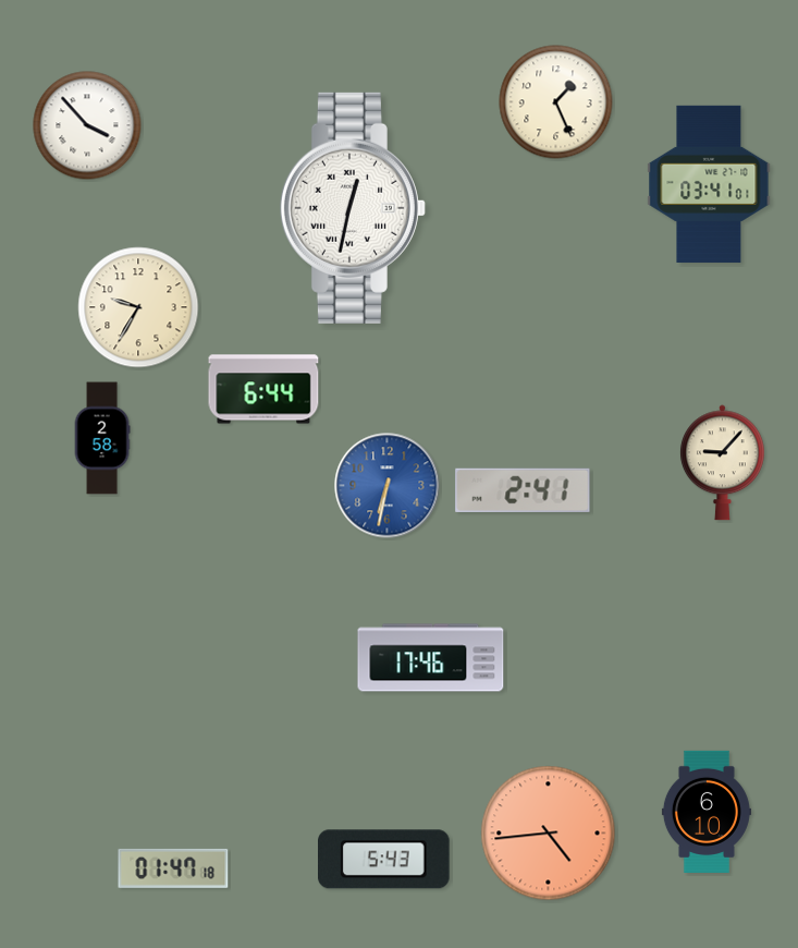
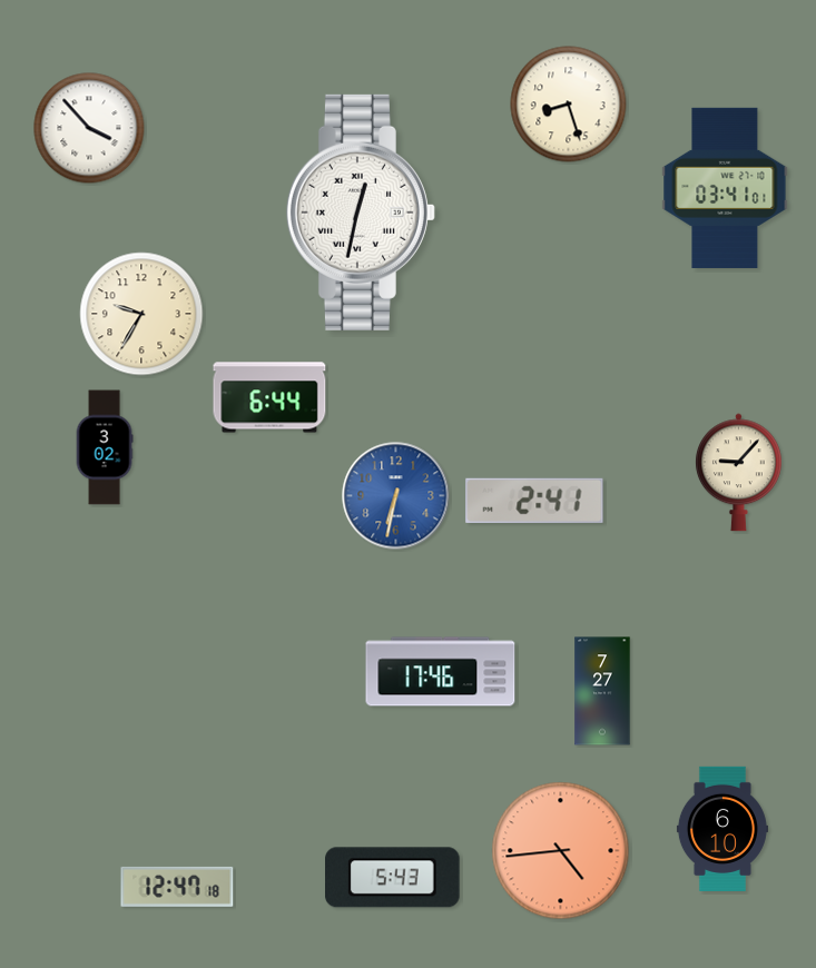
clock at (556, 102): 1:26 -> 8:27
clock at (102, 438): 2:58 -> 3:02
clock at (602, 691): none -> 7:27
clock at (173, 868): 01:47 -> 12:47
